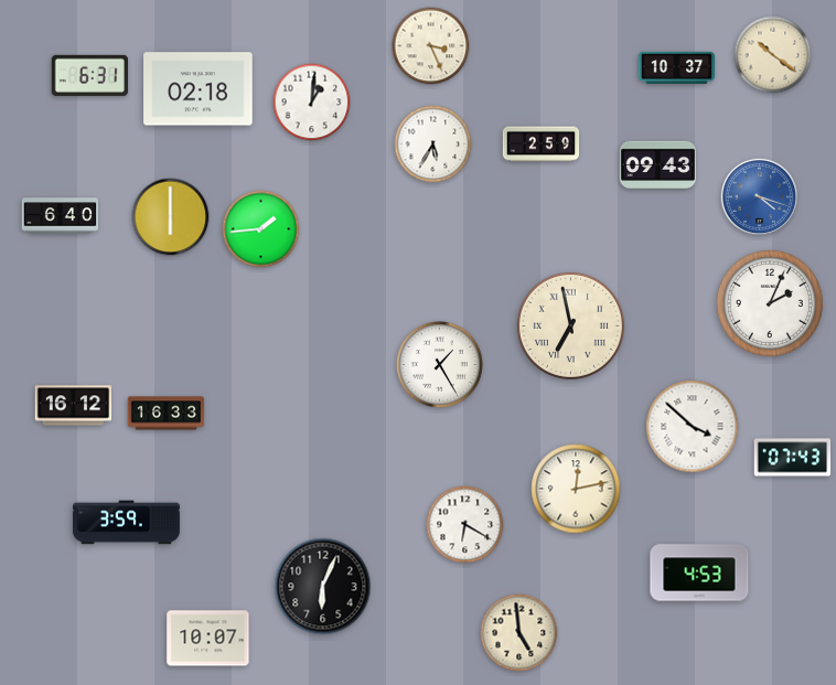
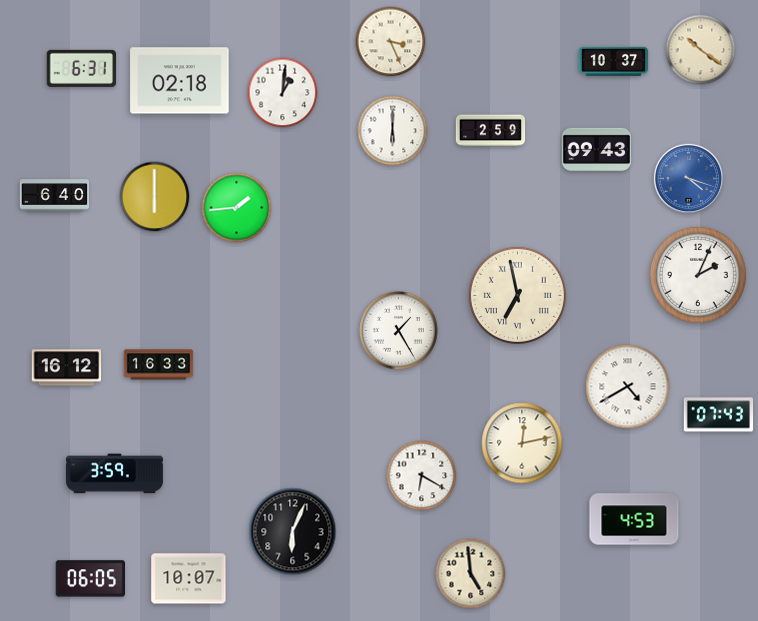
clock at (433, 145): 5:35 -> 6:00
clock at (167, 414) position: (167, 414) -> (159, 365)
clock at (693, 427): 3:52 -> 4:40
clock at (90, 579): none -> 06:05
